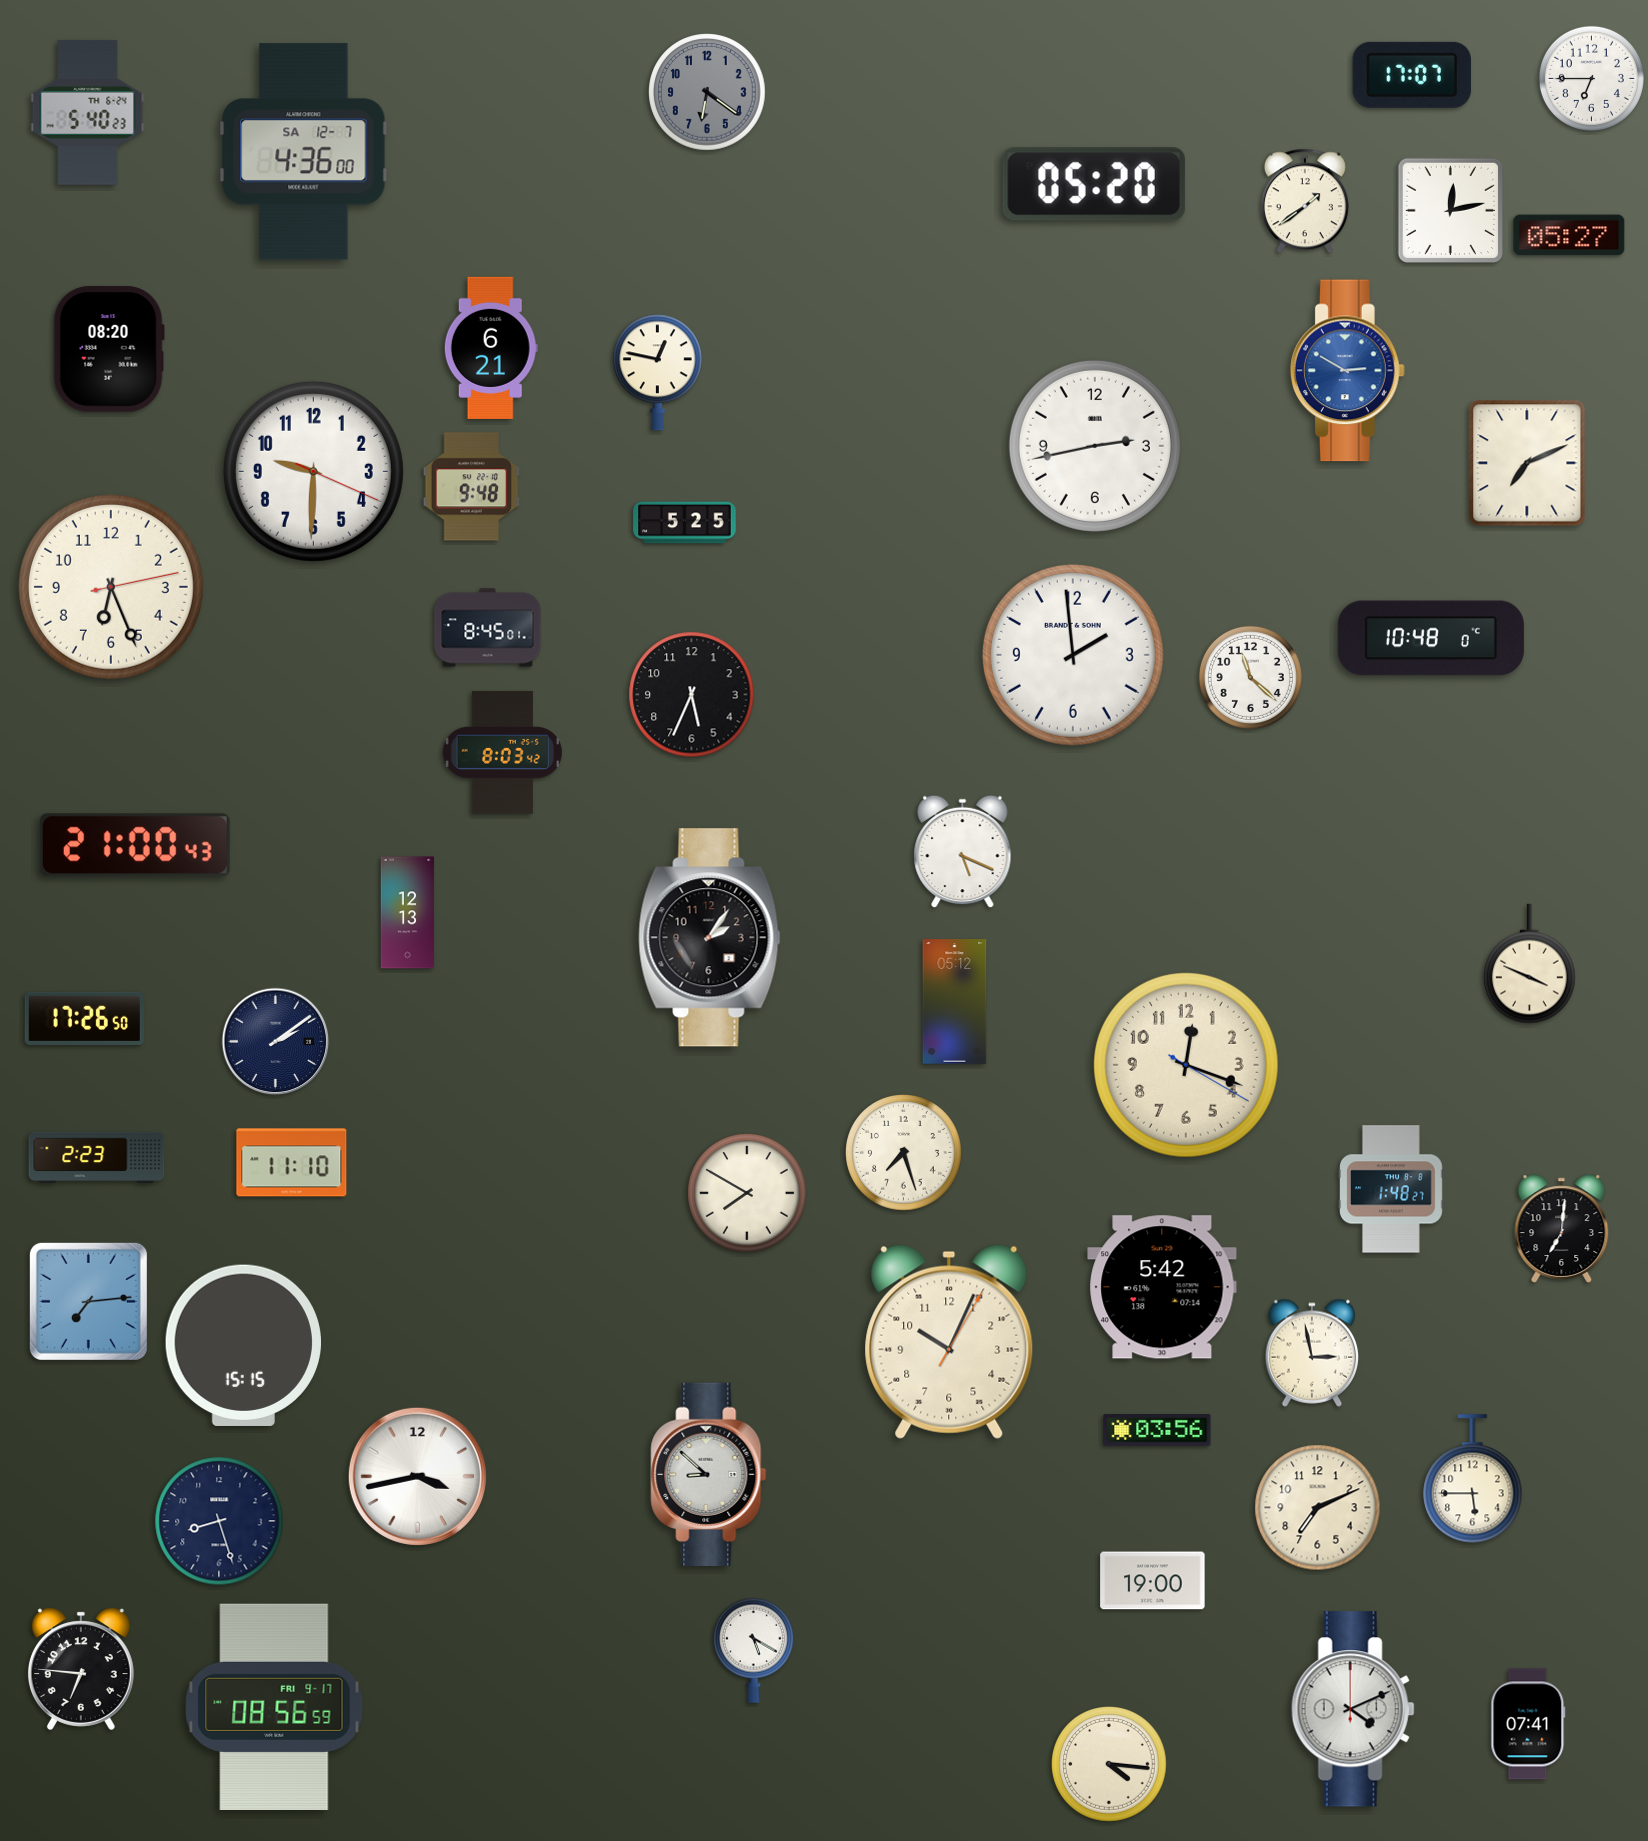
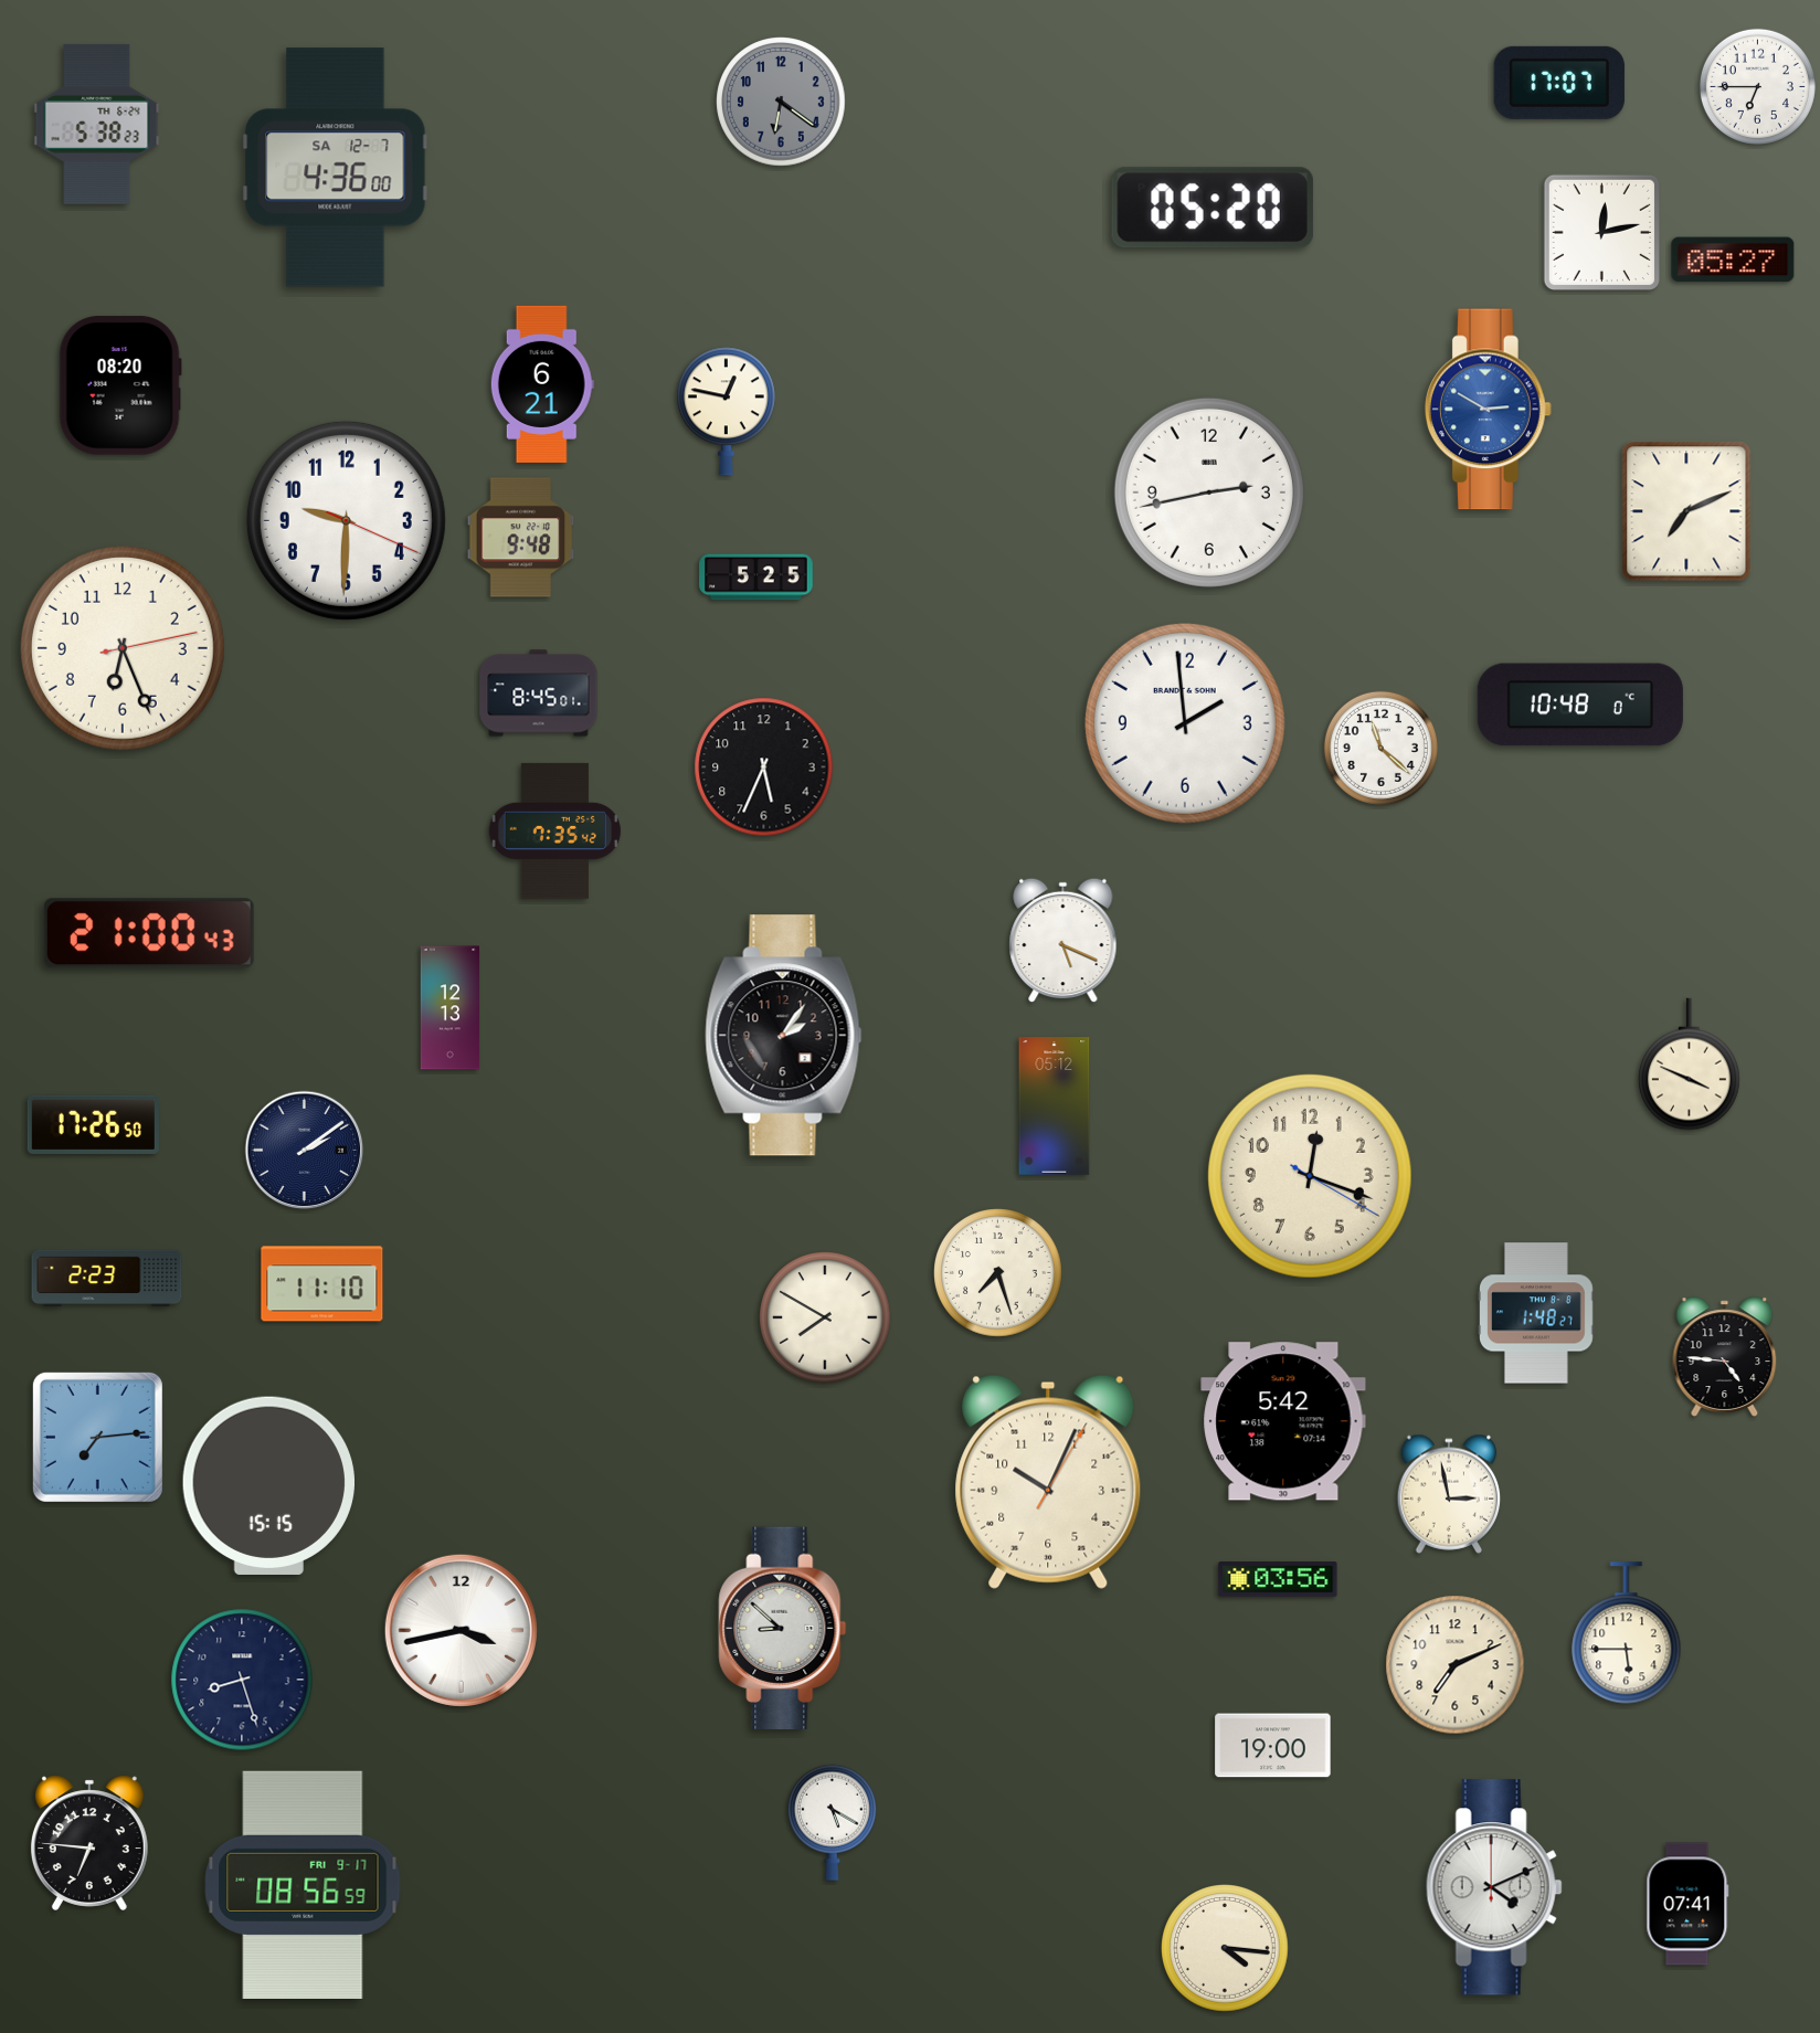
clock at (88, 112): 5:40 -> 5:38
clock at (1094, 184) position: (1094, 184) -> (1213, 208)
clock at (1305, 201): 1:39 -> none
clock at (502, 752): 8:03 -> 7:35
clock at (1562, 1229): 7:01 -> 4:46
